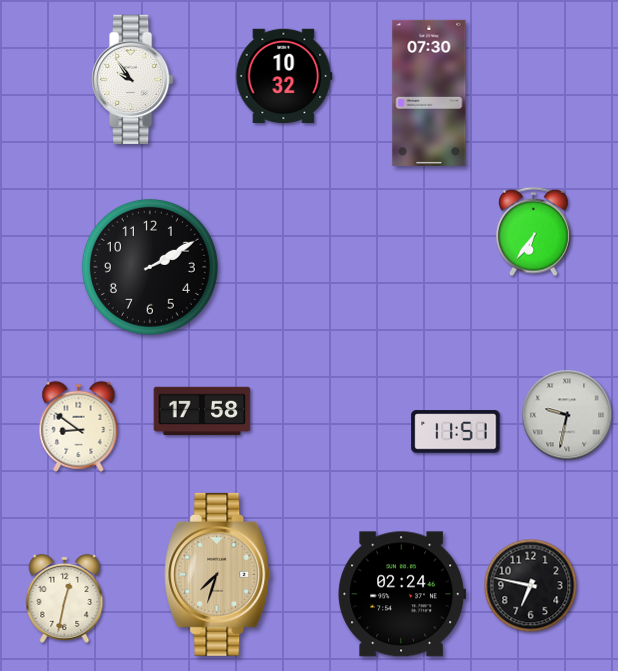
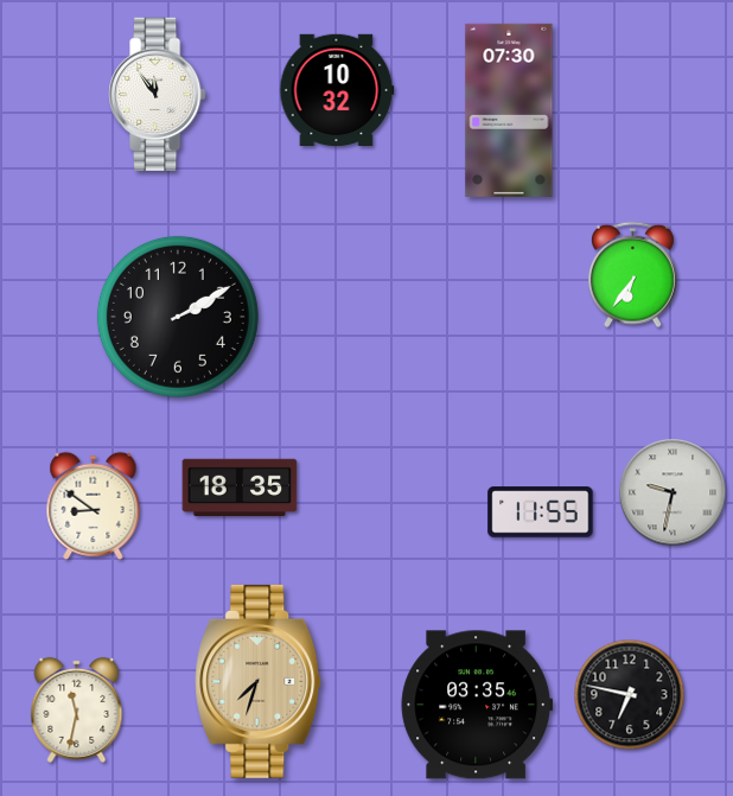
clock at (133, 79): 9:54 -> 11:54
clock at (202, 411): 17:58 -> 18:35
clock at (456, 432): 11:51 -> 11:55
clock at (402, 594): 02:24 -> 03:35
clock at (65, 598): 12:32 -> 11:32
